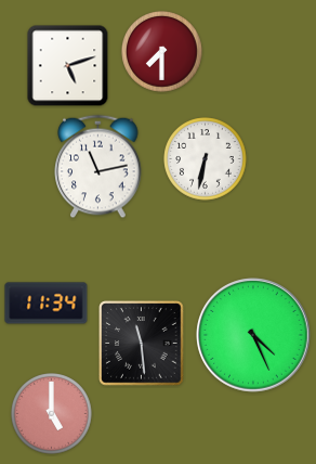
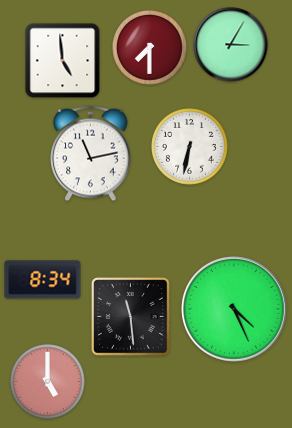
clock at (231, 45): none -> 3:05
clock at (68, 66): 5:12 -> 4:59
clock at (47, 304): 11:34 -> 8:34
